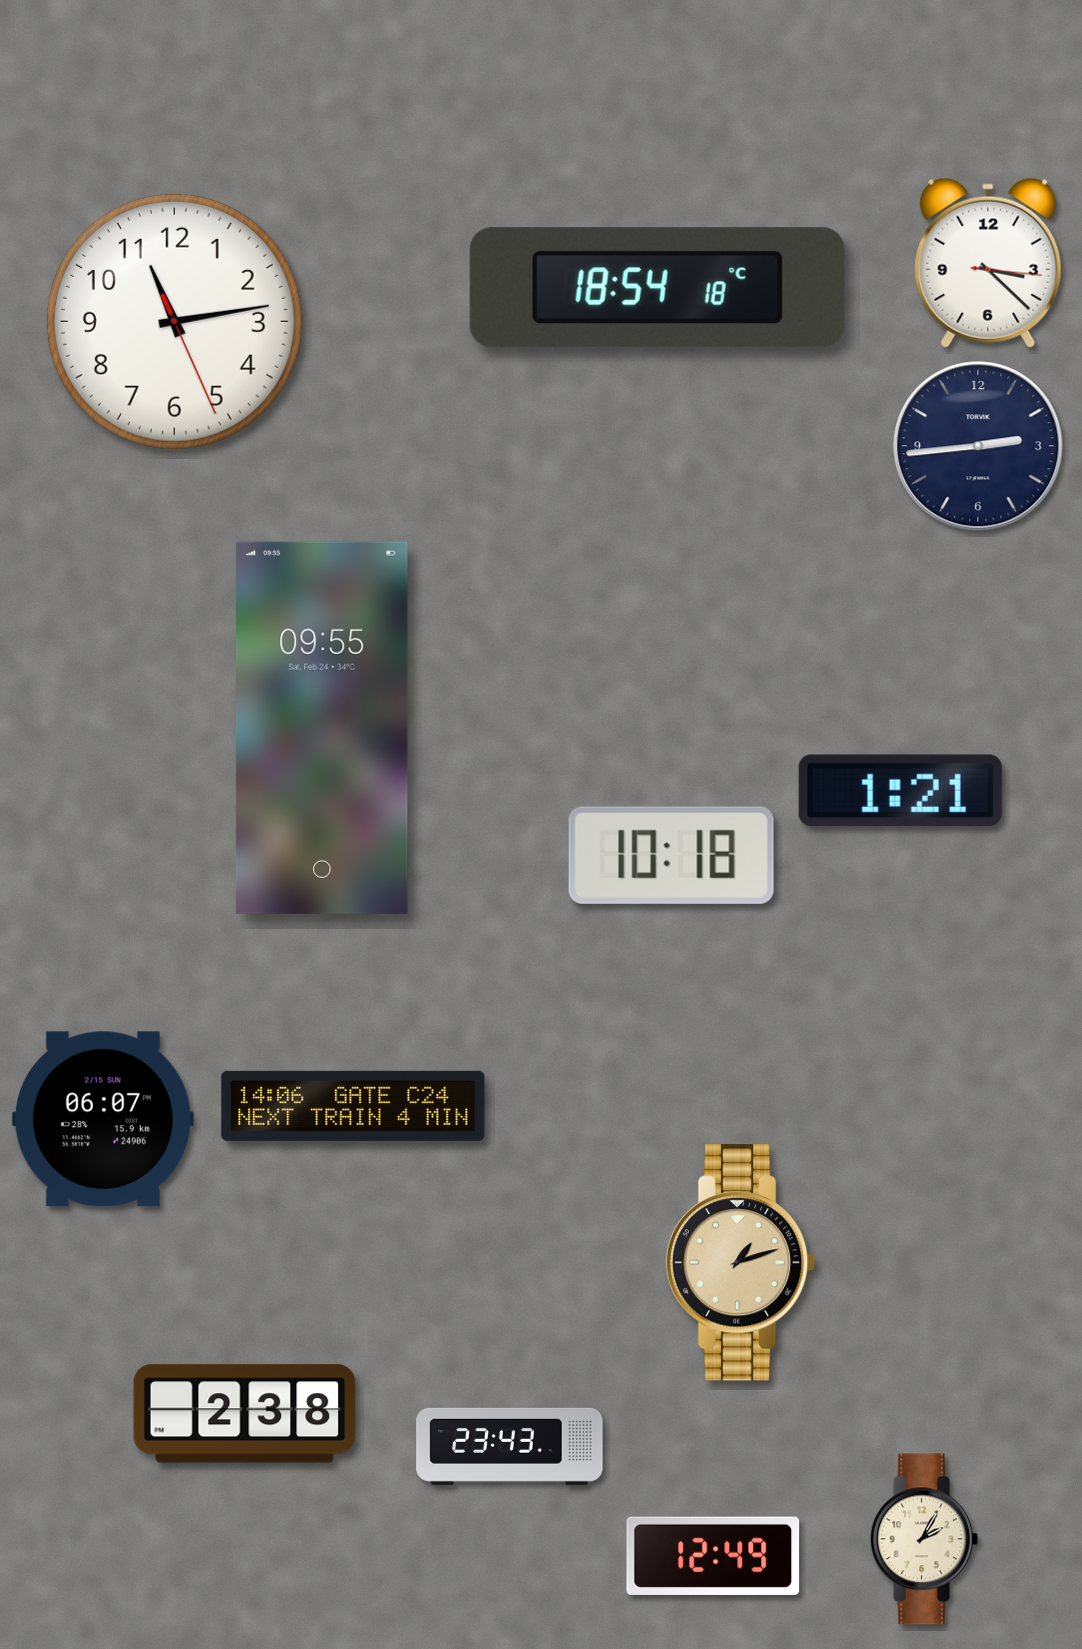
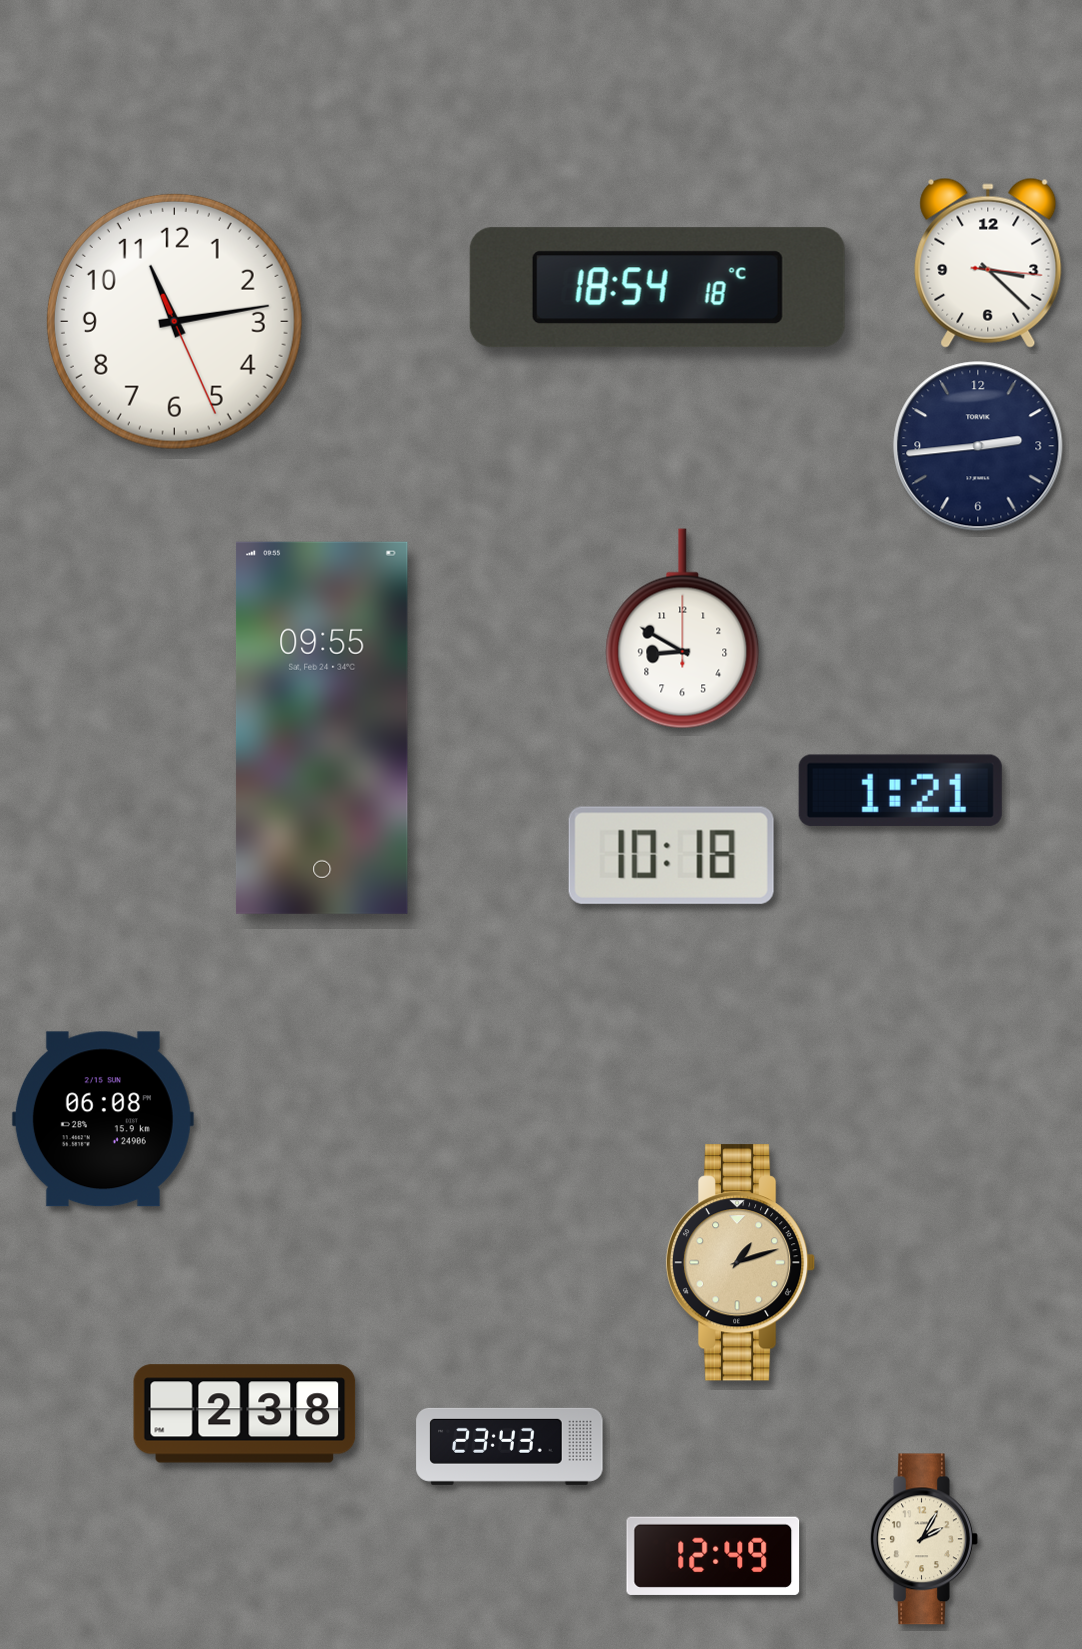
clock at (683, 629): none -> 8:50
clock at (353, 1106): 14:06 -> none
clock at (103, 1119): 06:07 -> 06:08
